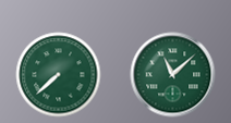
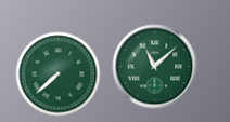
clock at (172, 74) position: (172, 74) -> (154, 66)
